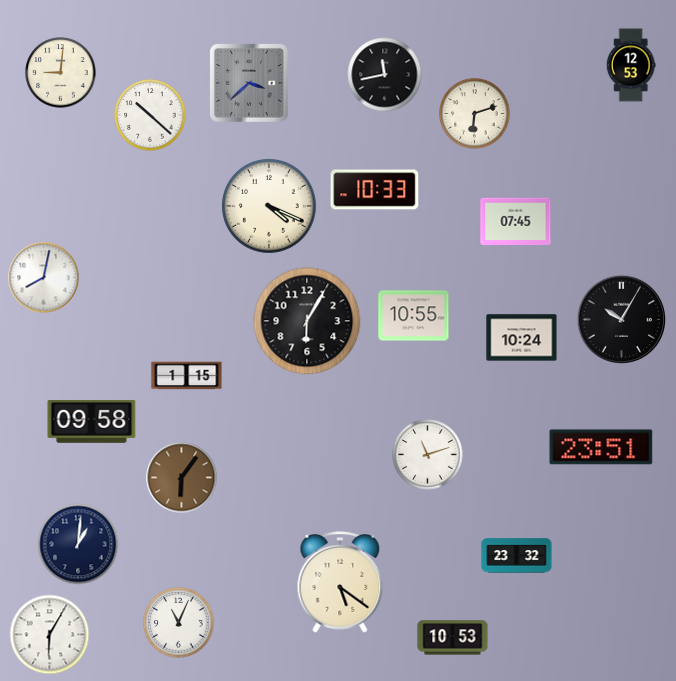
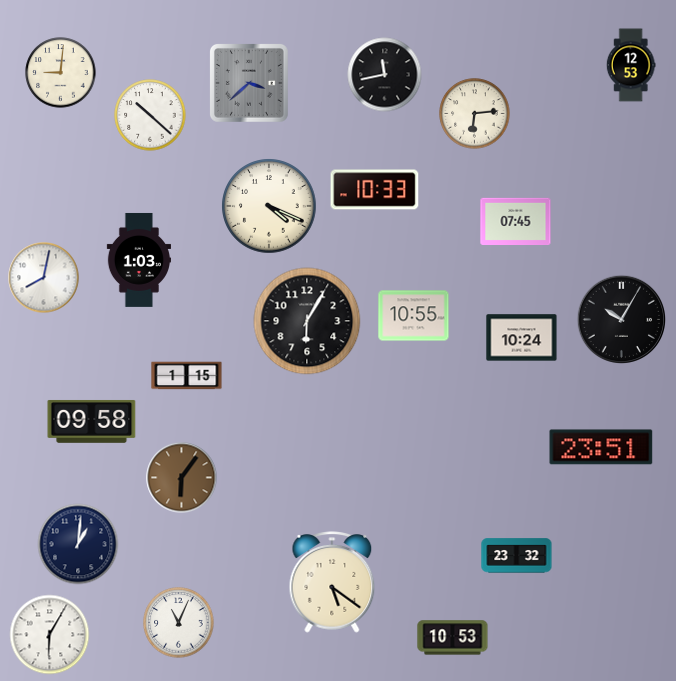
clock at (475, 114): 6:12 -> 6:14
clock at (138, 260): none -> 1:03
clock at (428, 455): 11:12 -> none
clock at (340, 582) position: (340, 582) -> (332, 582)
